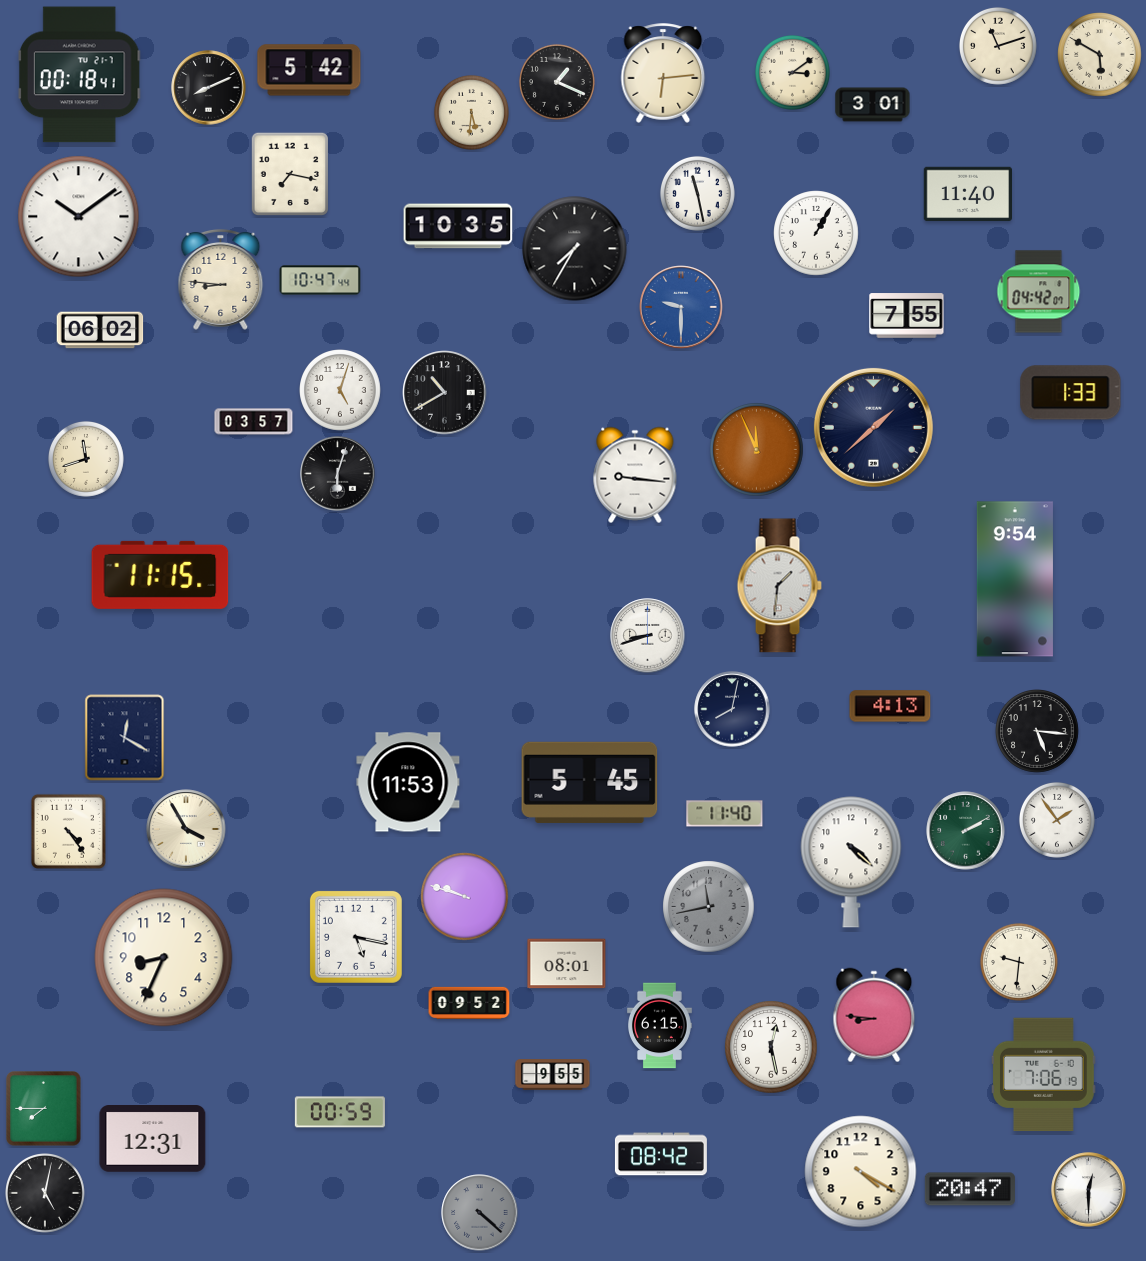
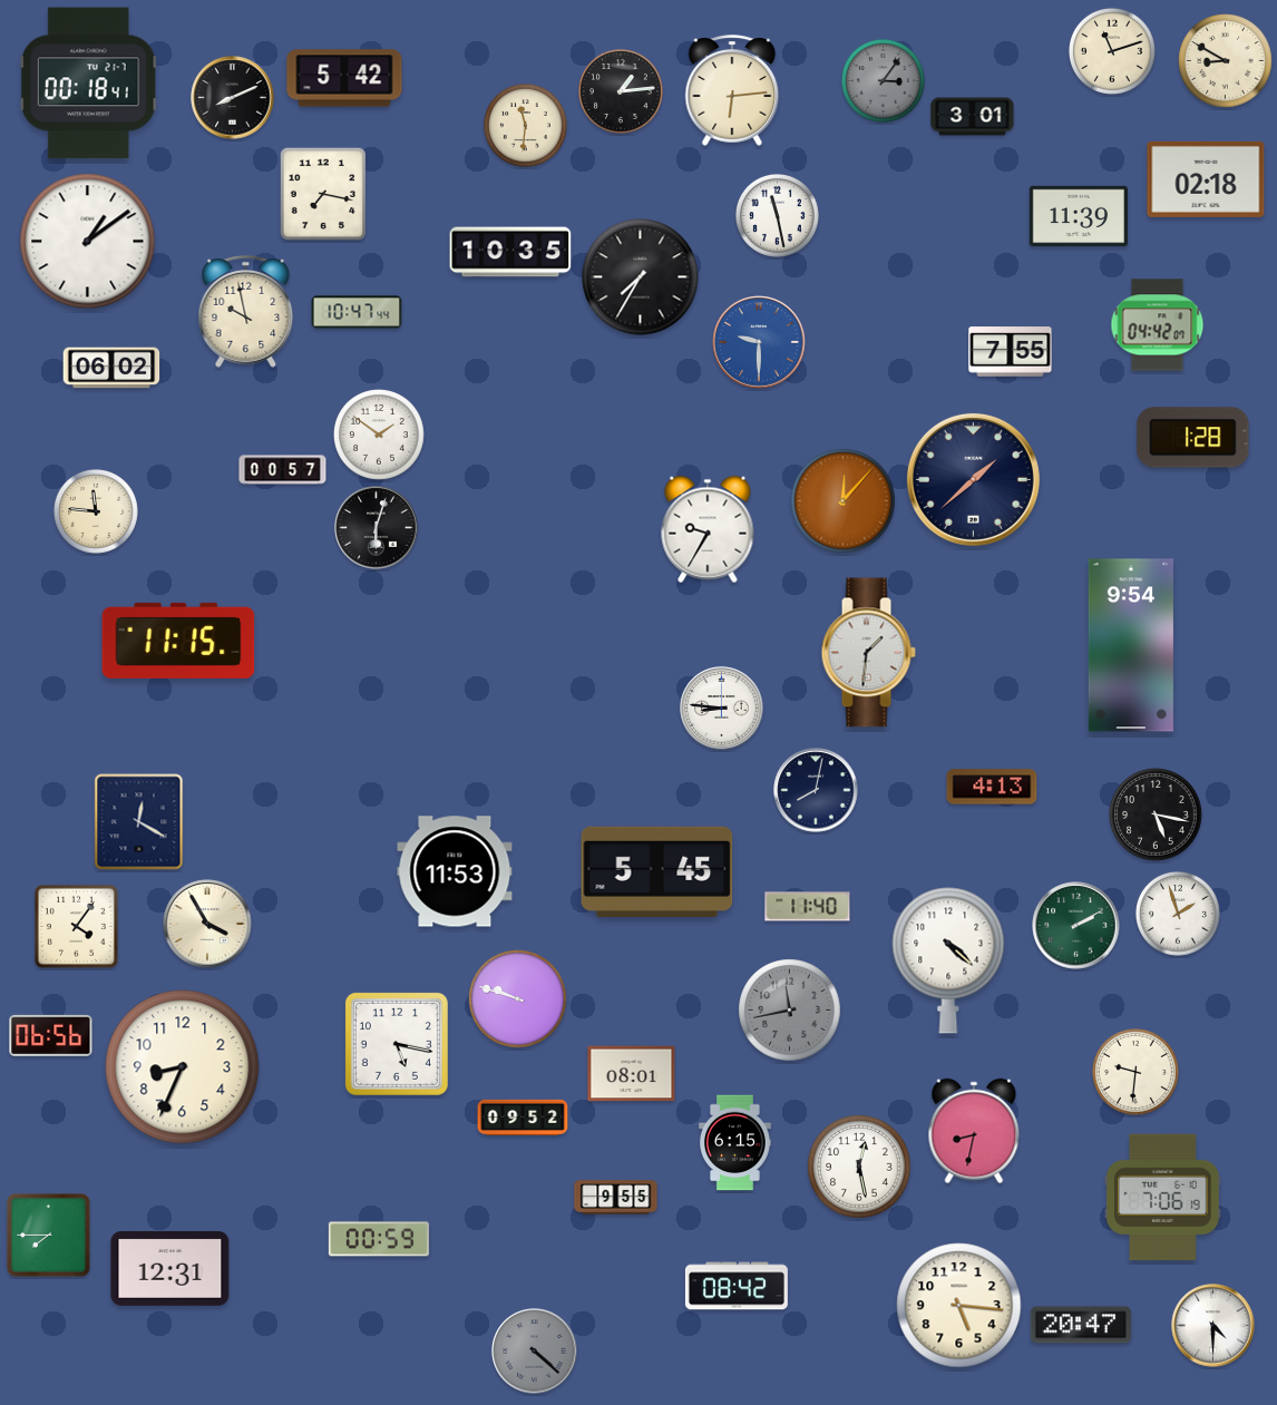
clock at (1100, 55): 5:50 -> 8:50
clock at (792, 72): 3:09 -> 3:06
clock at (792, 72) dial: cream -> grey
clock at (663, 73) position: (663, 73) -> (732, 90)
clock at (557, 82): 1:19 -> 1:14
clock at (471, 112): 5:31 -> 11:31
clock at (1206, 179): none -> 02:18
clock at (967, 194): 11:40 -> 11:39
clock at (79, 217): 10:09 -> 1:09
clock at (816, 233): 1:05 -> none
clock at (221, 279): 8:46 -> 9:58
clock at (341, 391): 5:03 -> 1:51
clock at (445, 393): 10:40 -> none
clock at (1071, 393): 1:33 -> 1:28
clock at (254, 422): 03:57 -> 00:57
clock at (873, 427) position: (873, 427) -> (973, 479)
clock at (757, 450): 11:56 -> 12:07
clock at (86, 459): 11:42 -> 11:46
clock at (635, 475): 9:16 -> 9:35
clock at (648, 636): 8:42 -> 8:46
clock at (1038, 732): 5:16 -> 5:17
clock at (1057, 820): 1:54 -> 1:57
clock at (68, 831): 4:24 -> 4:06
clock at (51, 1035): none -> 06:56
clock at (874, 1015): 8:46 -> 8:32
clock at (861, 1172): 4:20 -> 5:16
clock at (1089, 1190): 12:30 -> 4:30
clock at (46, 1194): 5:02 -> none
